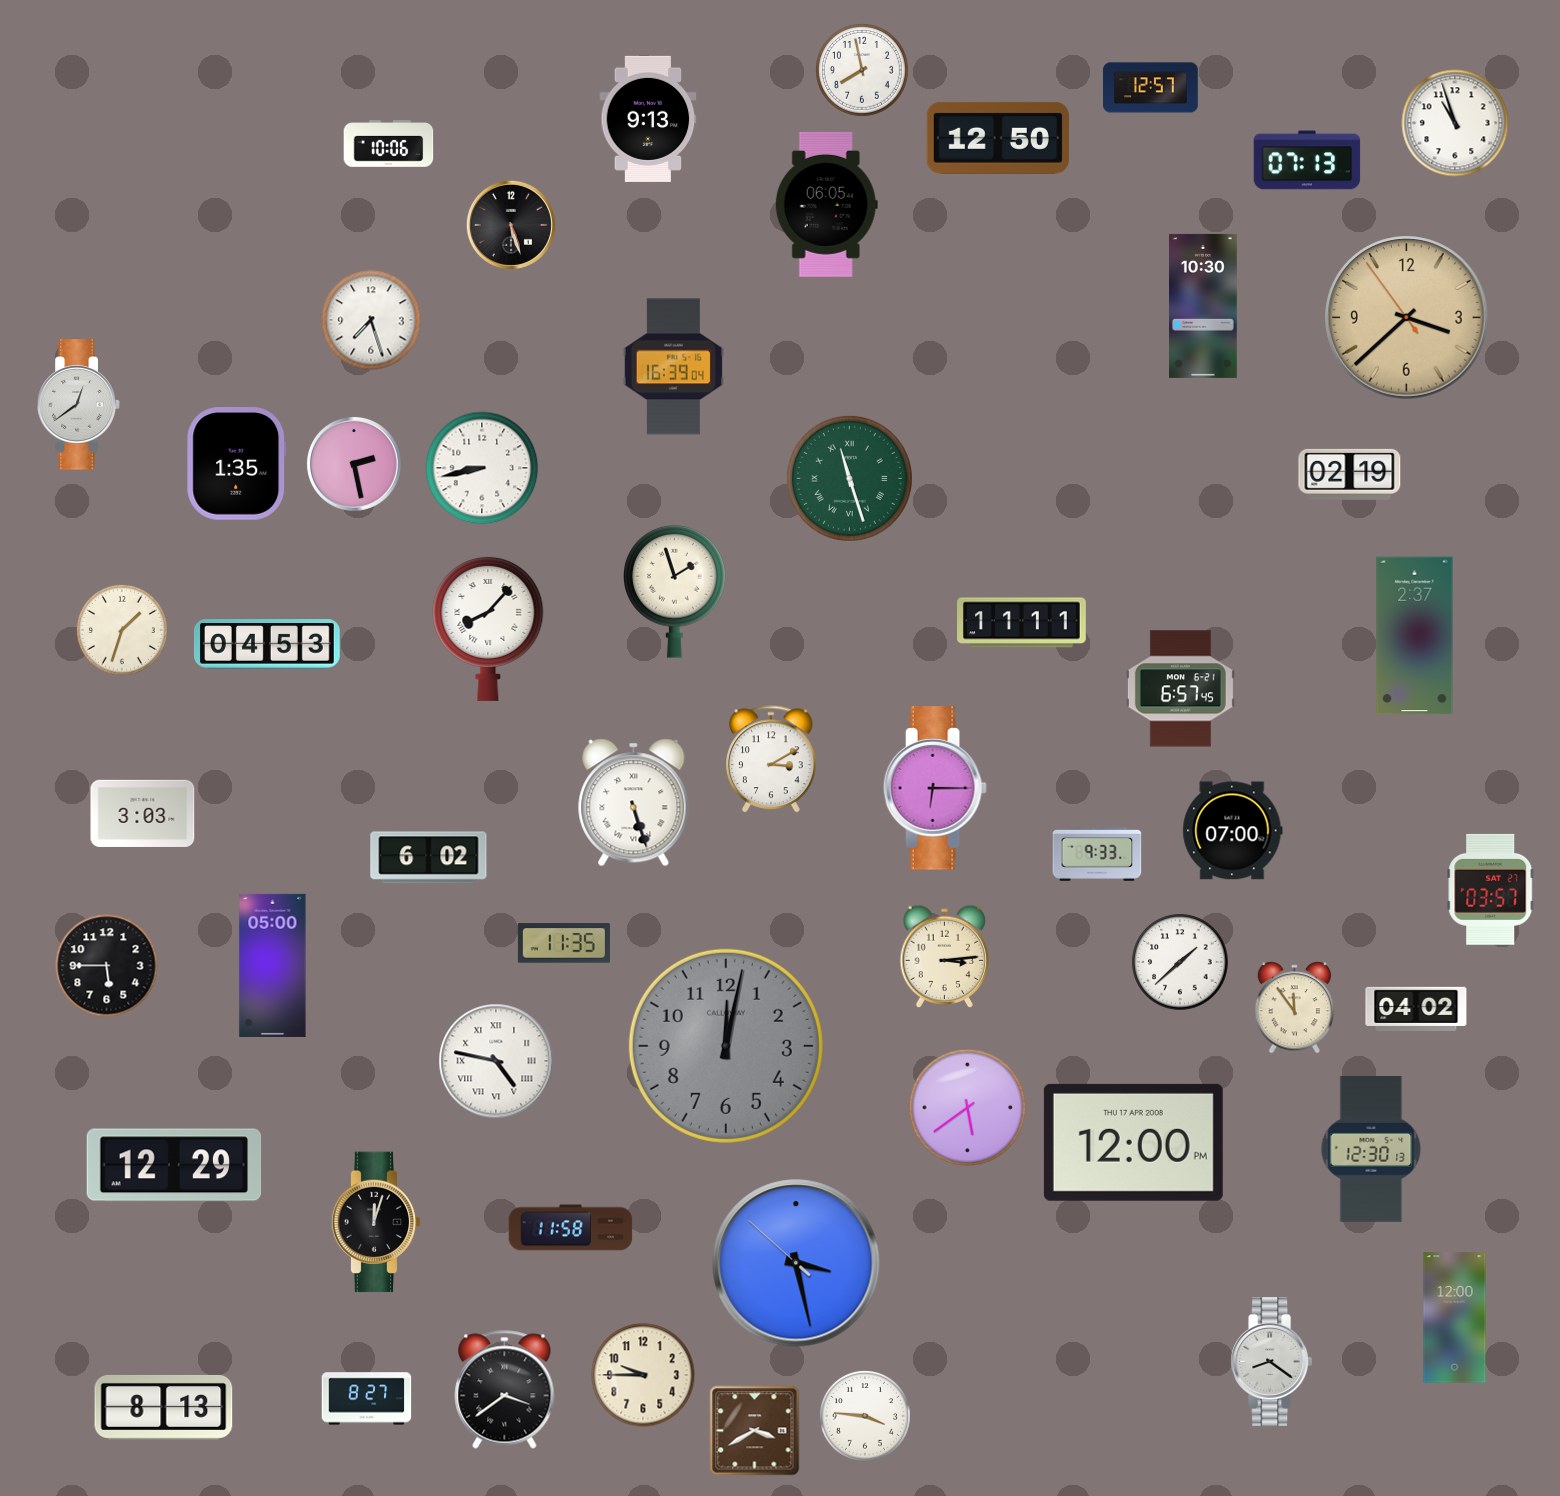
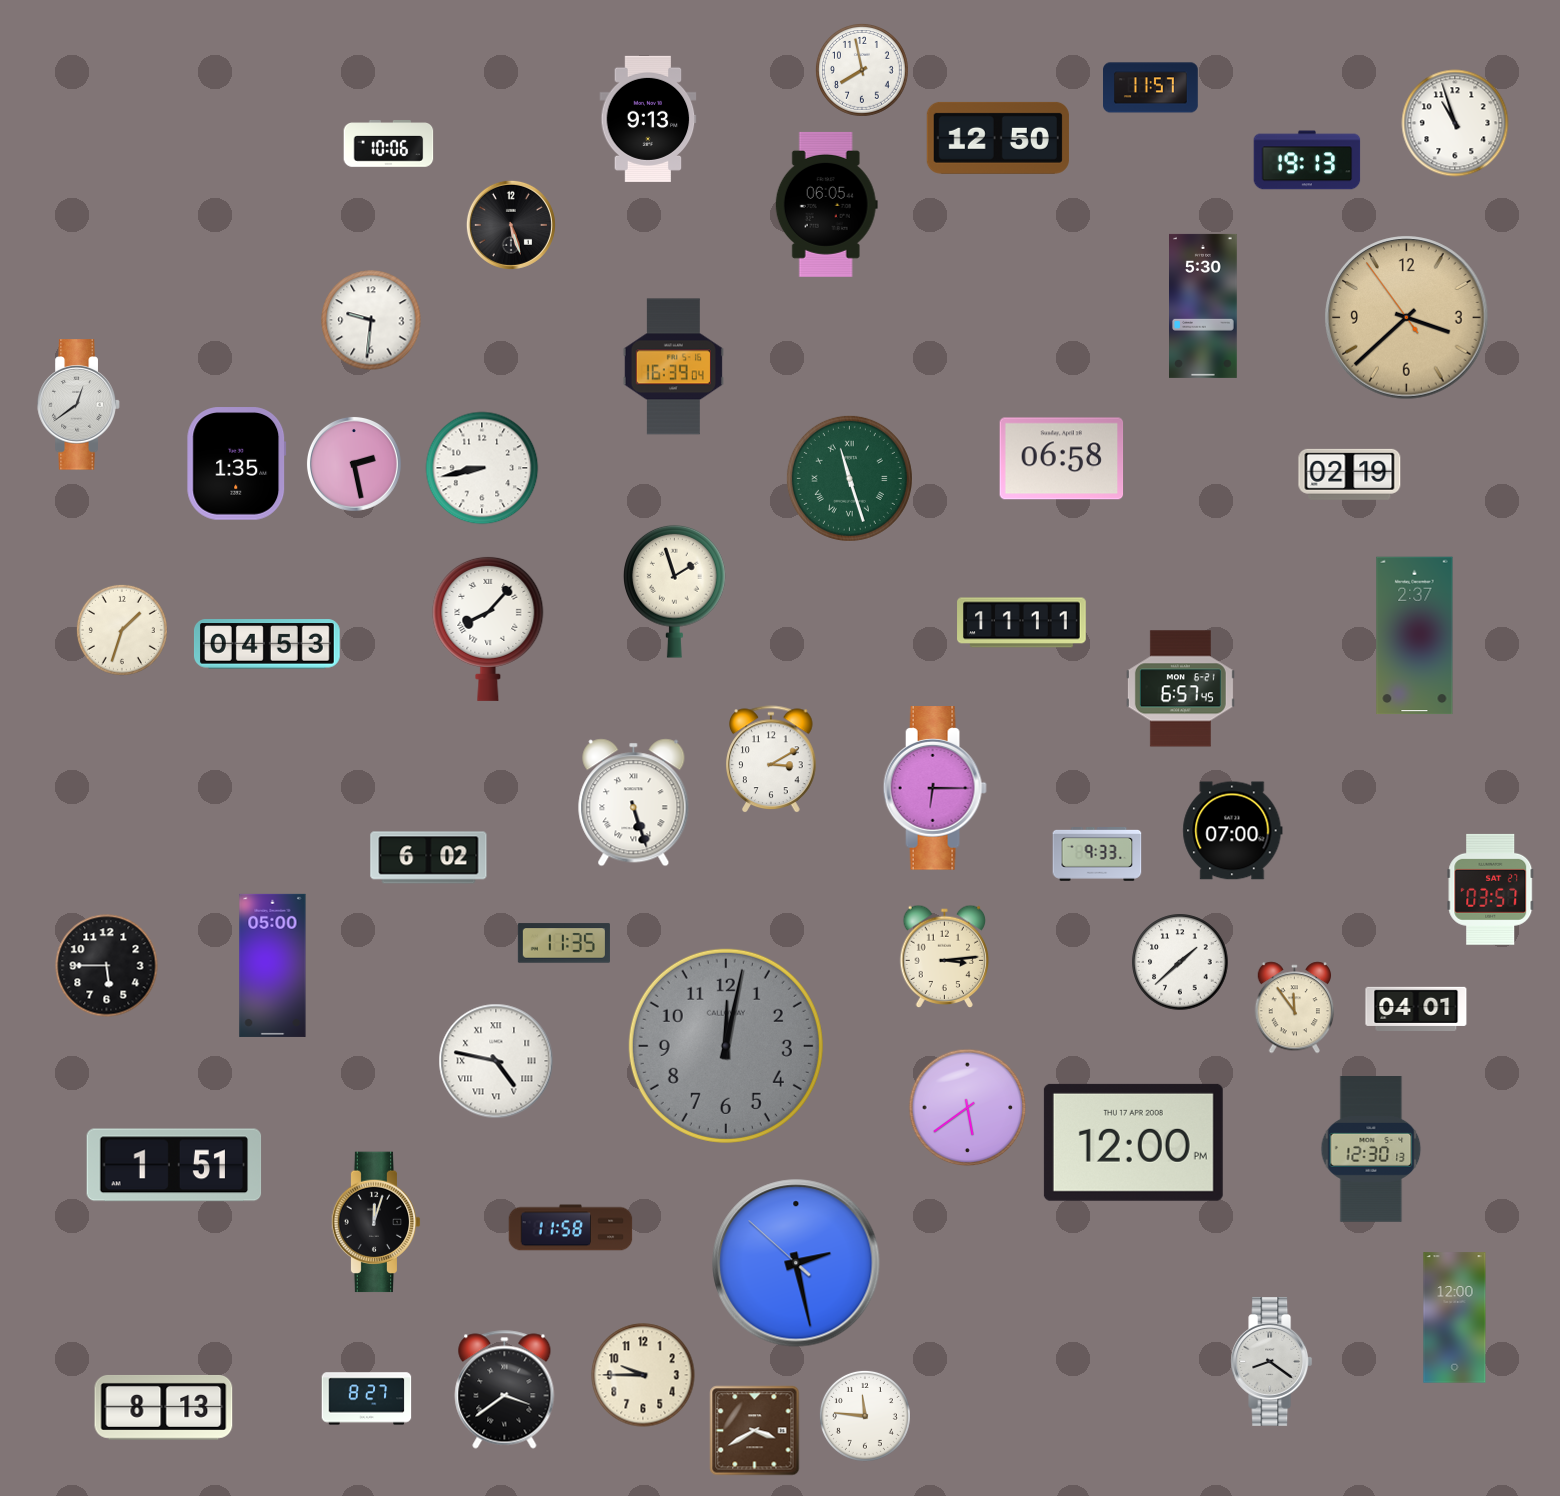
clock at (1151, 88): 12:57 -> 11:57
clock at (1307, 160): 07:13 -> 19:13
clock at (1204, 306): 10:30 -> 5:30
clock at (371, 320): 7:27 -> 9:31
clock at (1062, 459): none -> 06:58
clock at (143, 813): 3:03 -> none
clock at (1416, 1009): 04:02 -> 04:01
clock at (174, 1165): 12:29 -> 1:51
clock at (796, 1263): 3:27 -> 2:27
clock at (865, 1416): 3:46 -> 11:46
